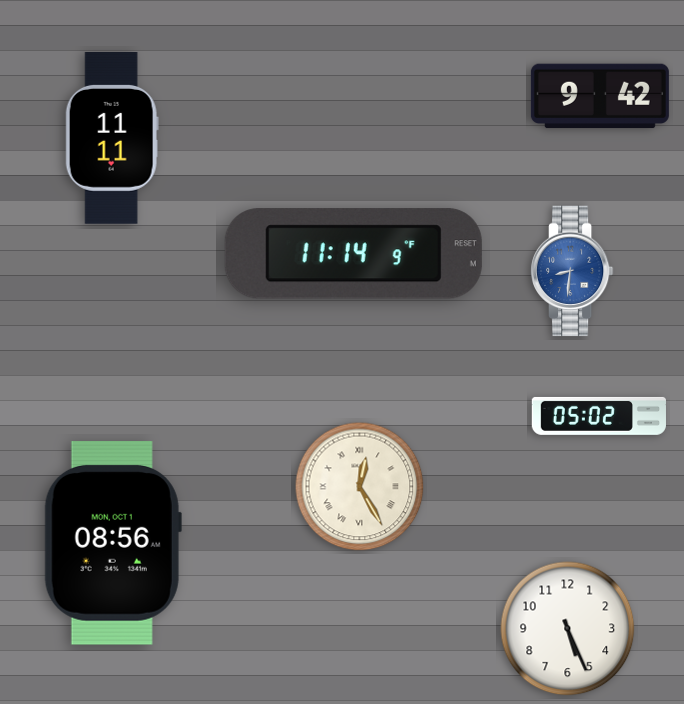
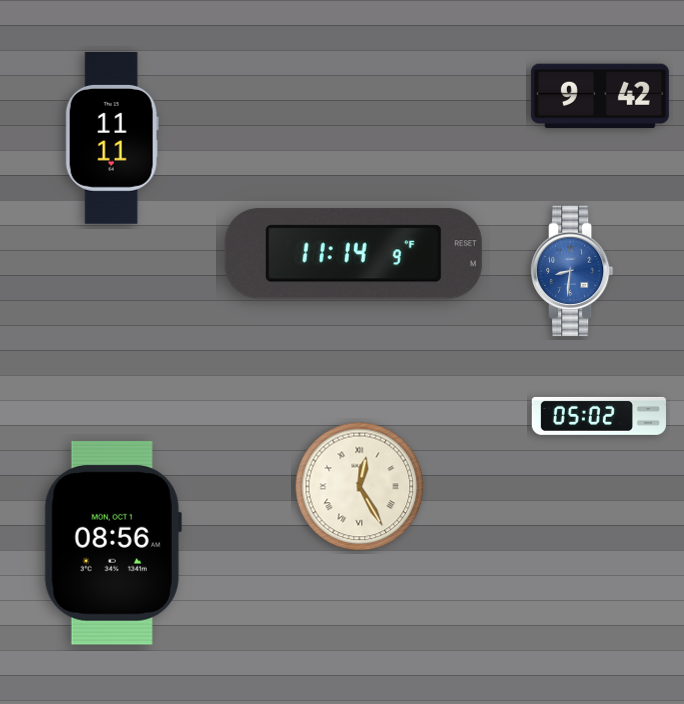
clock at (568, 629): 5:26 -> none
